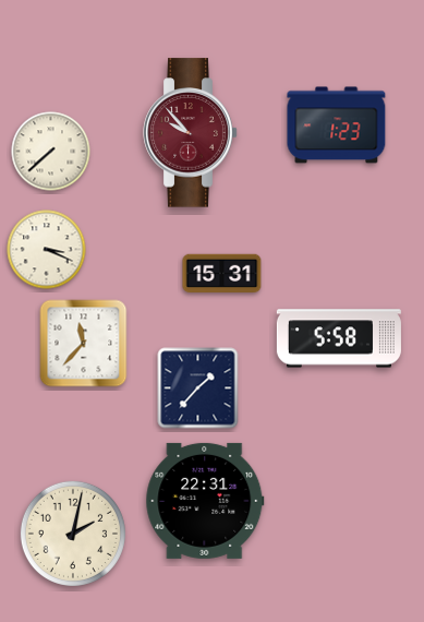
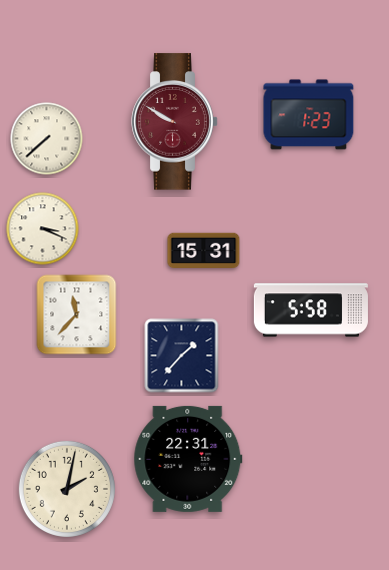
clock at (191, 133): 9:53 -> 9:50
